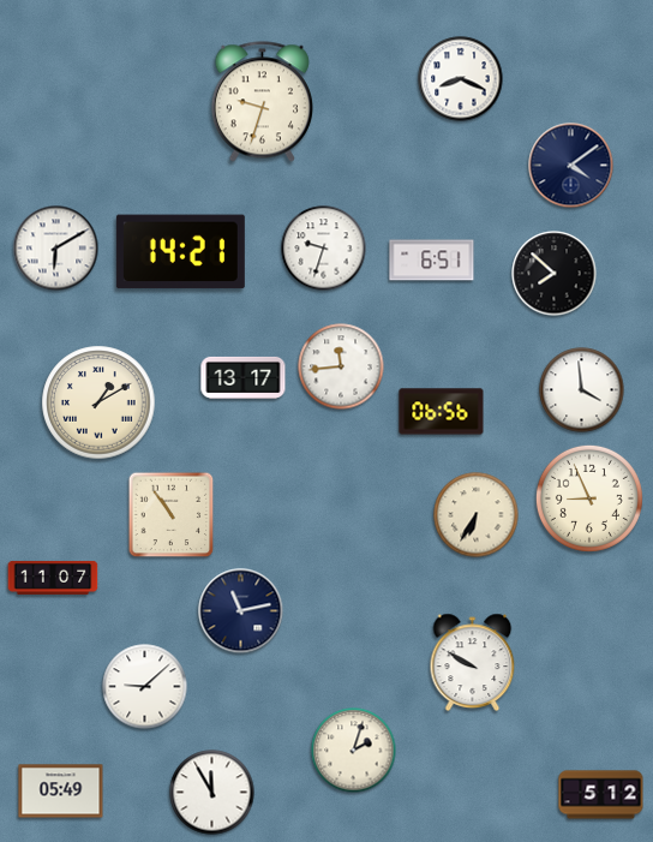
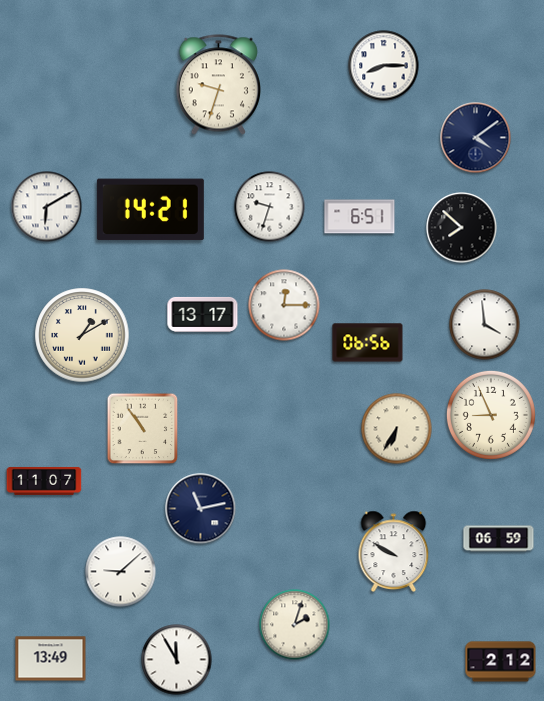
clock at (461, 79): 8:19 -> 8:15
clock at (341, 366): 11:44 -> 12:15
clock at (499, 539): none -> 06:59
clock at (61, 792): 05:49 -> 13:49
clock at (601, 795): 5:12 -> 2:12
